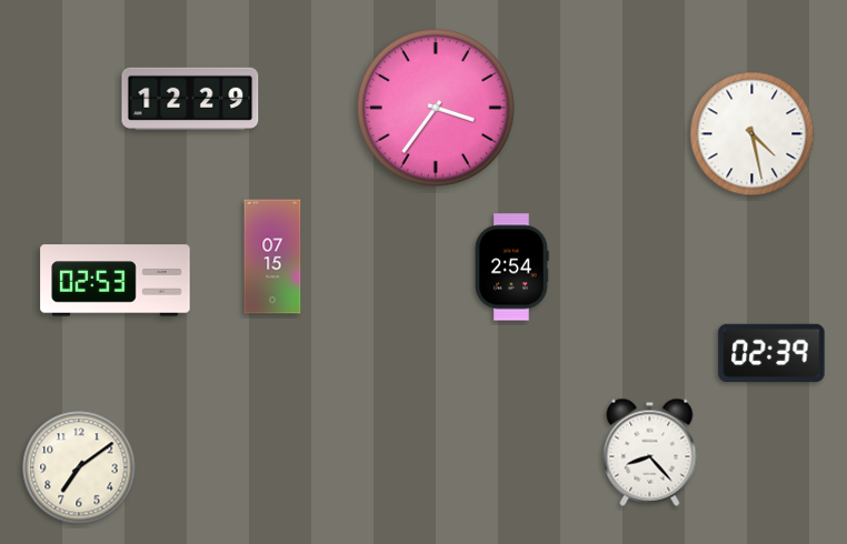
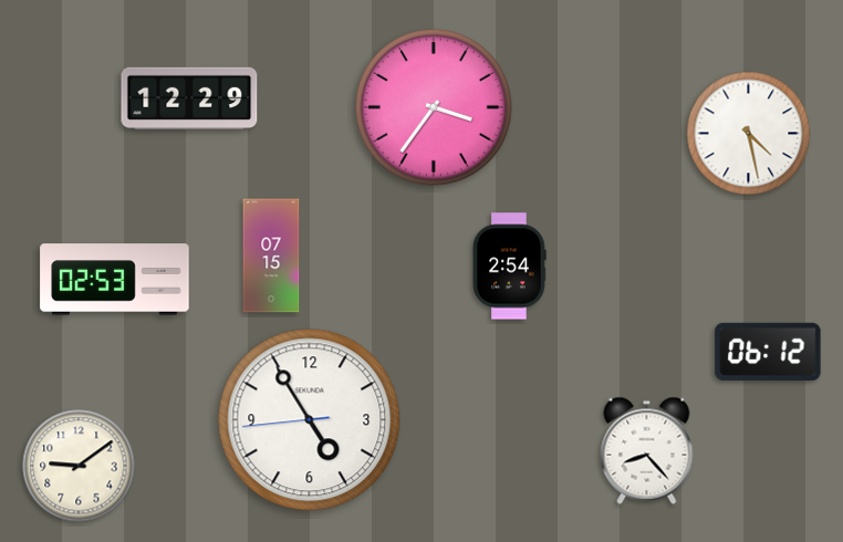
clock at (771, 352): 02:39 -> 06:12
clock at (310, 420): none -> 4:54
clock at (79, 467): 7:09 -> 9:09
